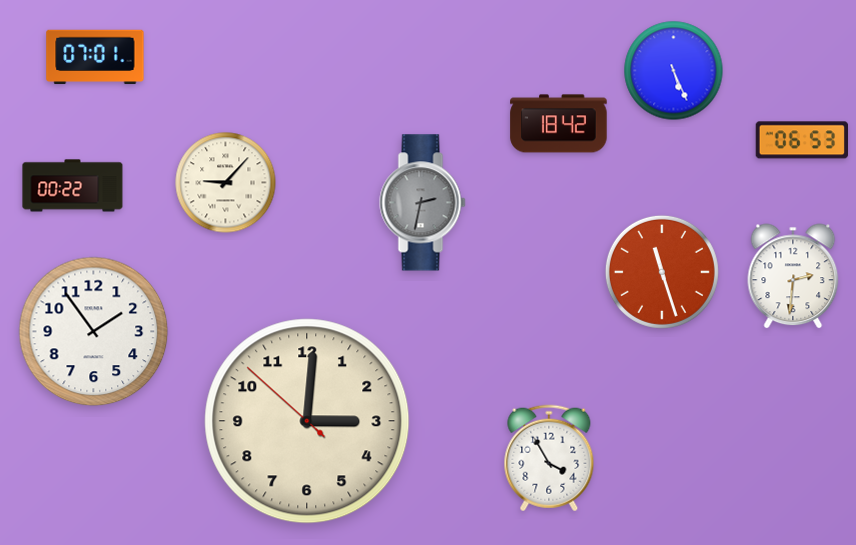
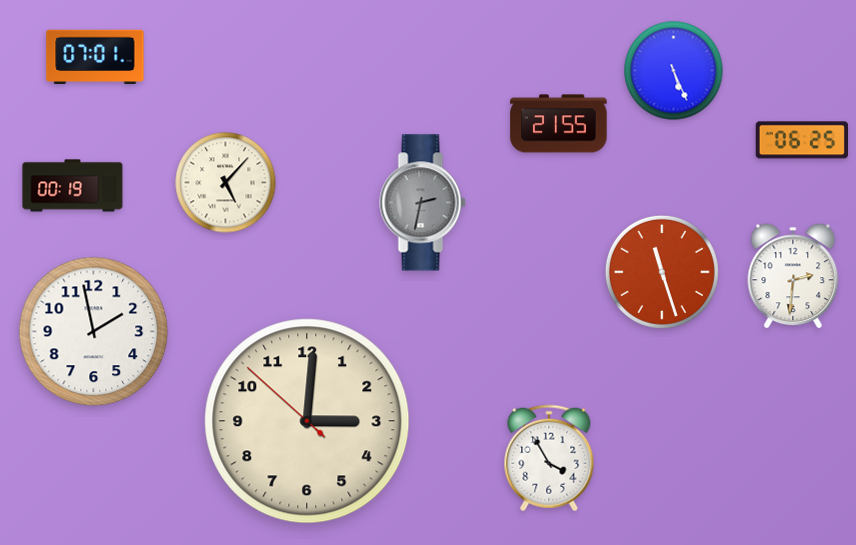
clock at (559, 124): 18:42 -> 21:55
clock at (801, 140): 06:53 -> 06:25
clock at (226, 183): 9:07 -> 5:07
clock at (73, 186): 00:22 -> 00:19
clock at (94, 332): 1:54 -> 1:58
